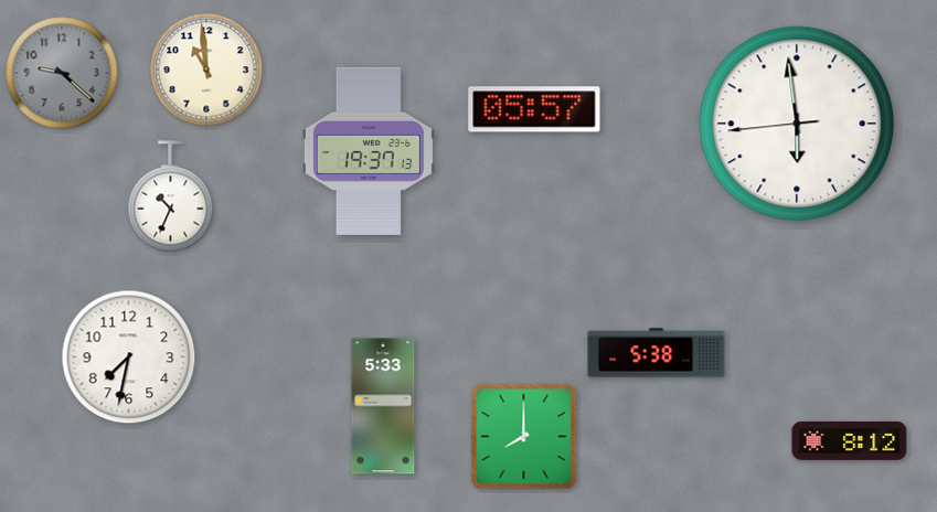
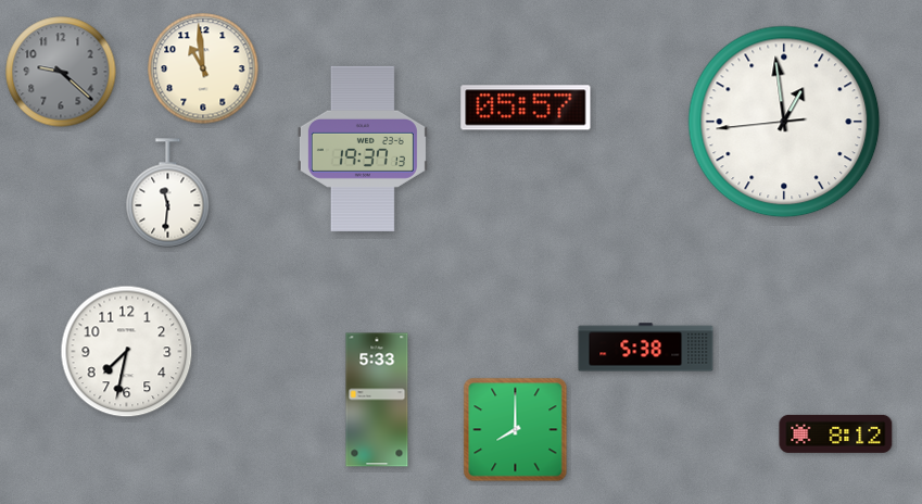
clock at (797, 124): 5:58 -> 12:58
clock at (171, 196): 10:34 -> 11:31
